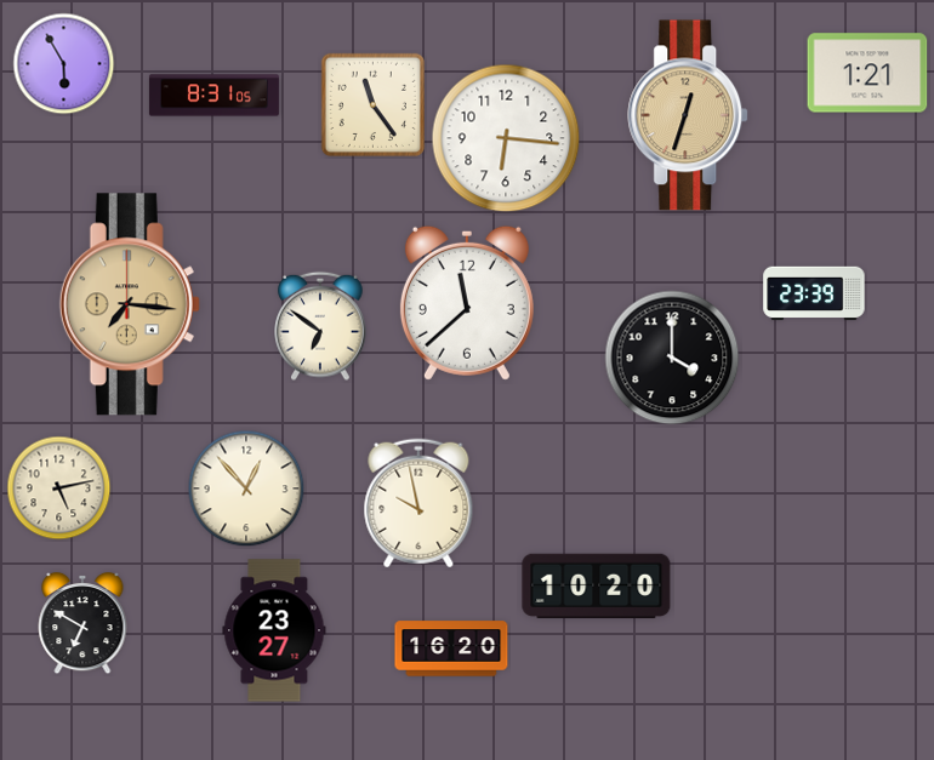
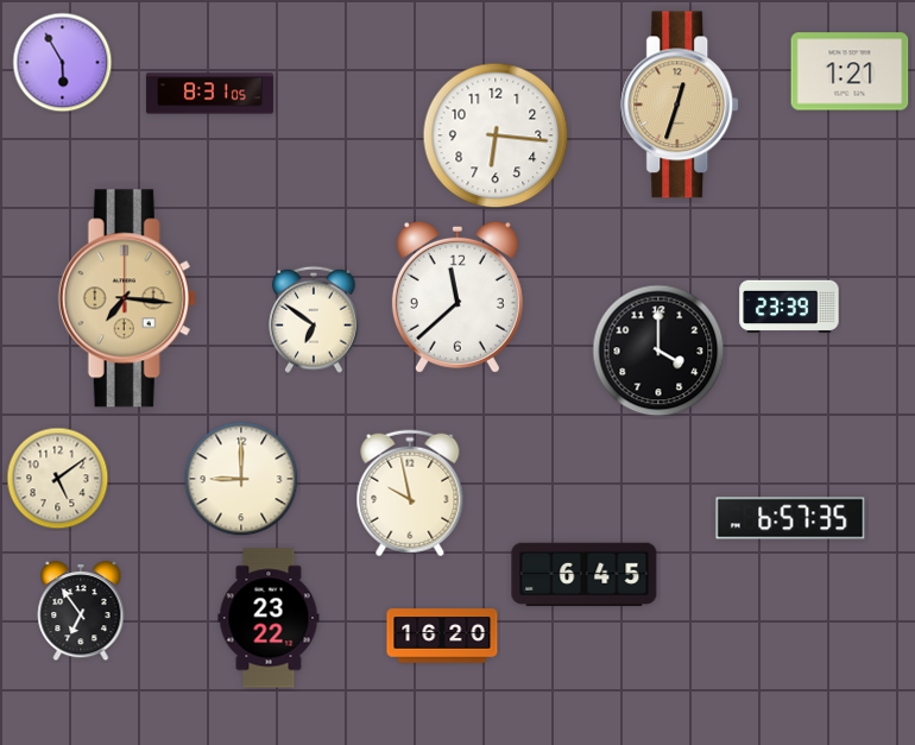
clock at (372, 104): 11:24 -> none
clock at (689, 115) position: (689, 115) -> (681, 105)
clock at (814, 293) position: (814, 293) -> (789, 307)
clock at (59, 488): 5:13 -> 5:09
clock at (246, 488): 12:53 -> 9:00
clock at (790, 518): none -> 6:57
clock at (597, 587): 10:20 -> 6:45
clock at (82, 623): 6:50 -> 6:54
clock at (274, 630): 23:27 -> 23:22
